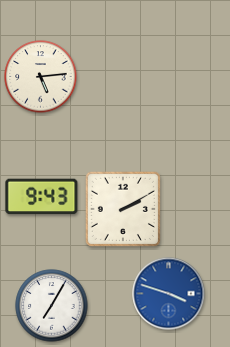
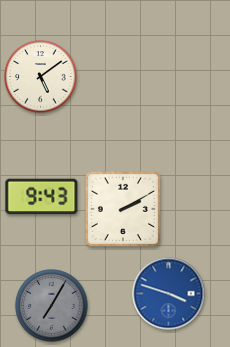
clock at (41, 77): 5:14 -> 5:09
clock at (52, 306) dial: white -> grey
